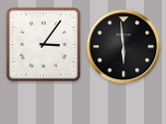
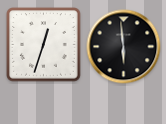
clock at (44, 45): 3:06 -> 12:33
